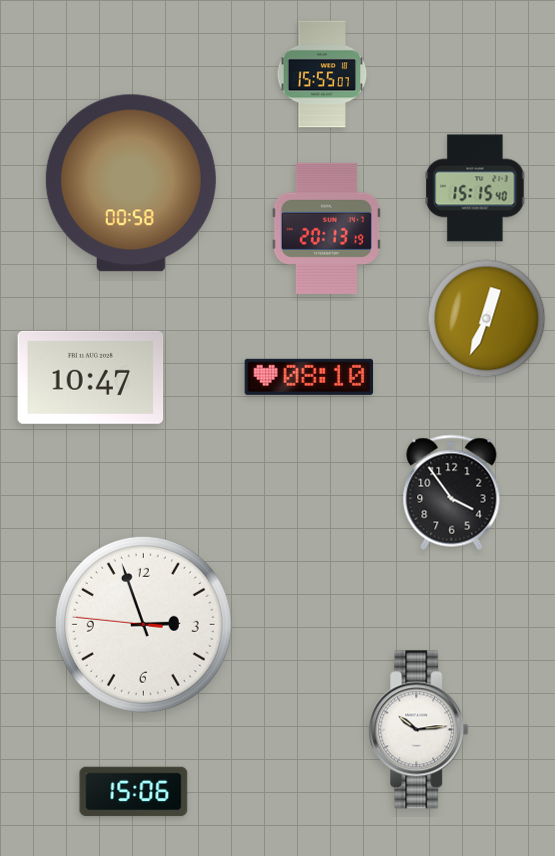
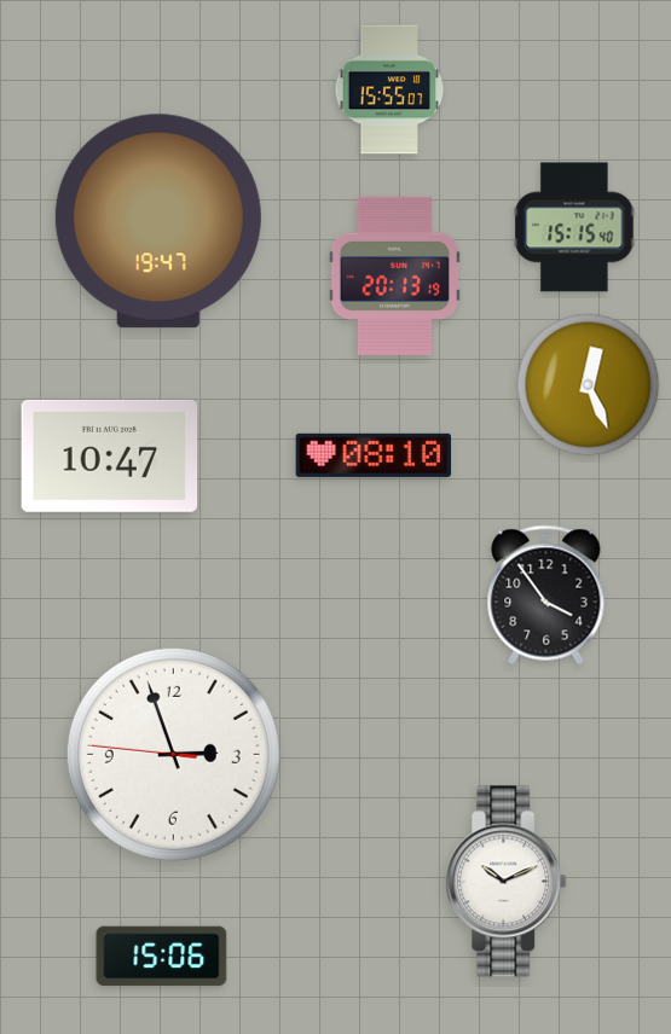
clock at (131, 183): 00:58 -> 19:47
clock at (487, 319): 12:34 -> 12:26
clock at (419, 730): 10:14 -> 10:11
